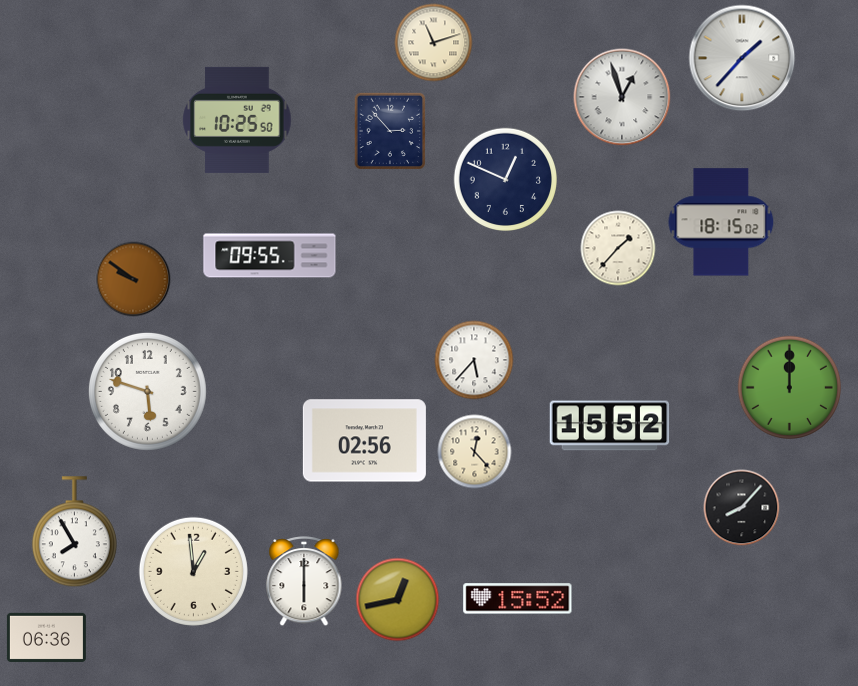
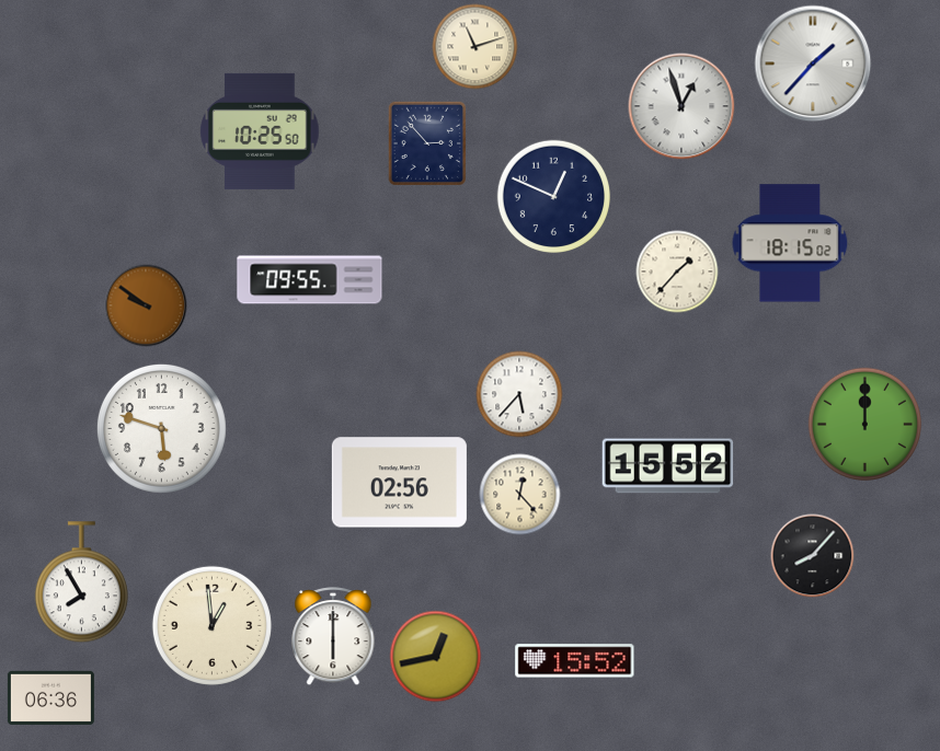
clock at (270, 256) position: (270, 256) -> (310, 280)
clock at (518, 599) position: (518, 599) -> (575, 661)
